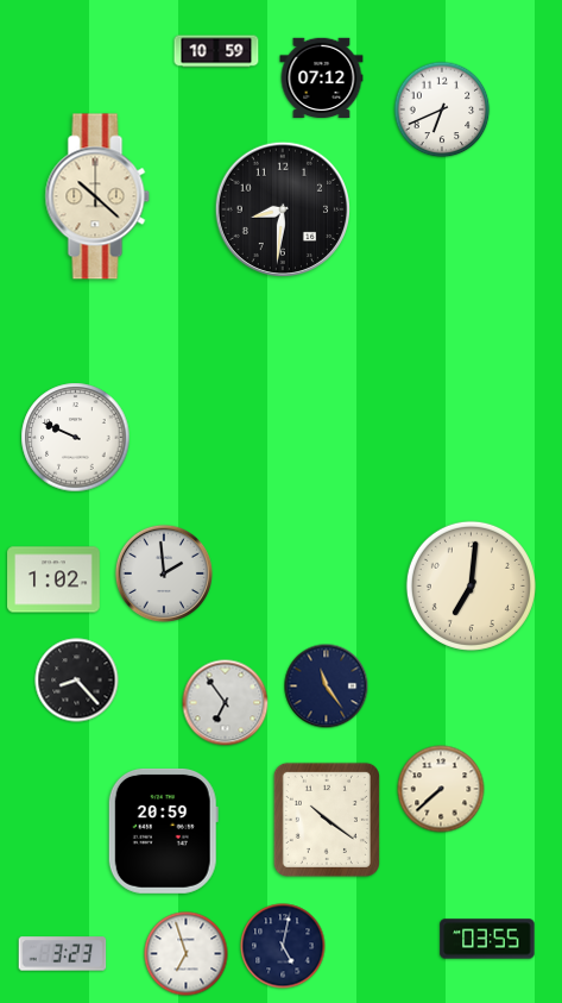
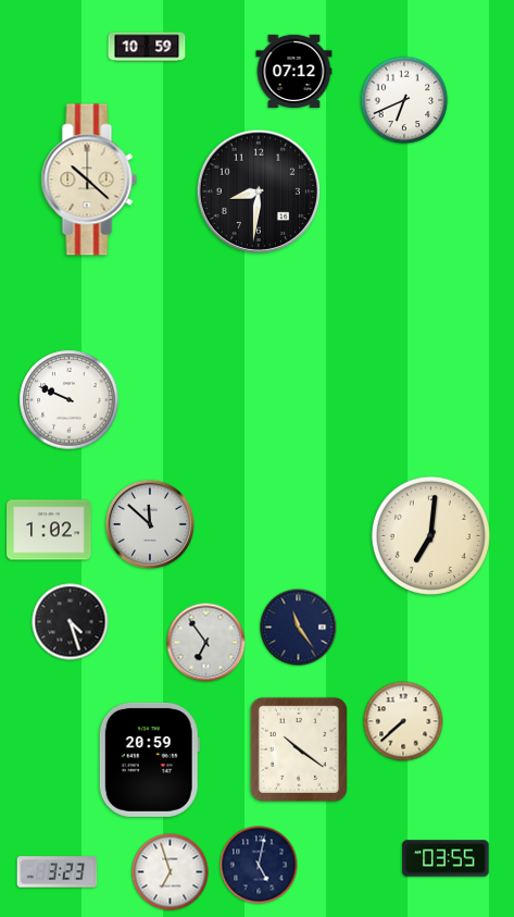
clock at (216, 51) position: (216, 51) -> (147, 47)
clock at (163, 573): 1:59 -> 11:52
clock at (77, 681): 8:23 -> 4:27
